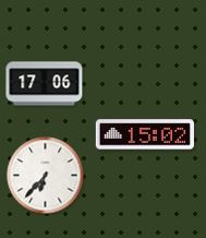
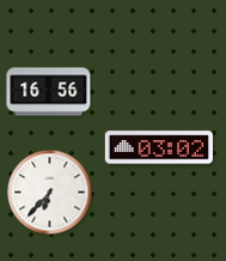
clock at (45, 84): 17:06 -> 16:56
clock at (145, 134): 15:02 -> 03:02
